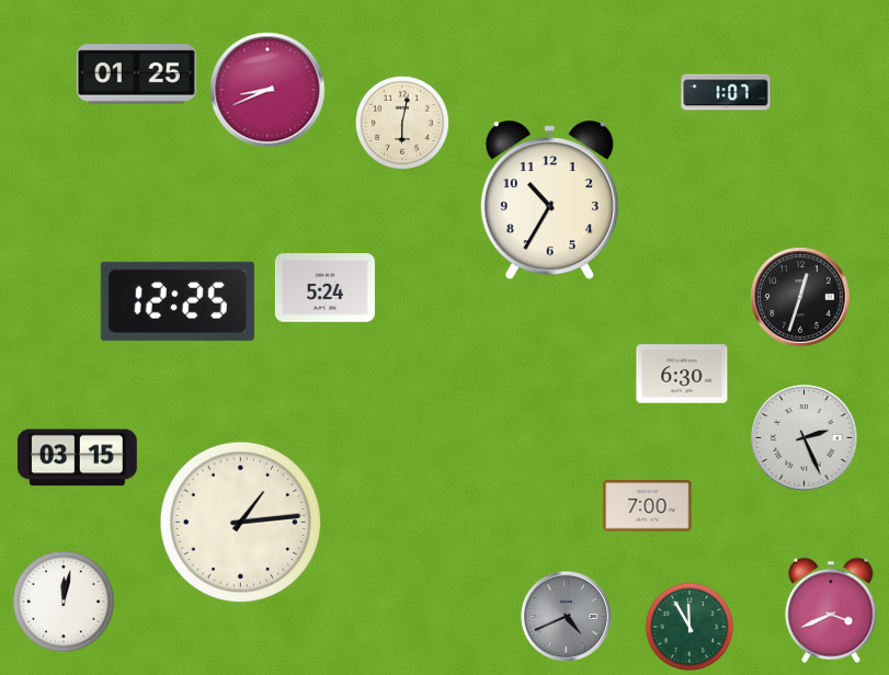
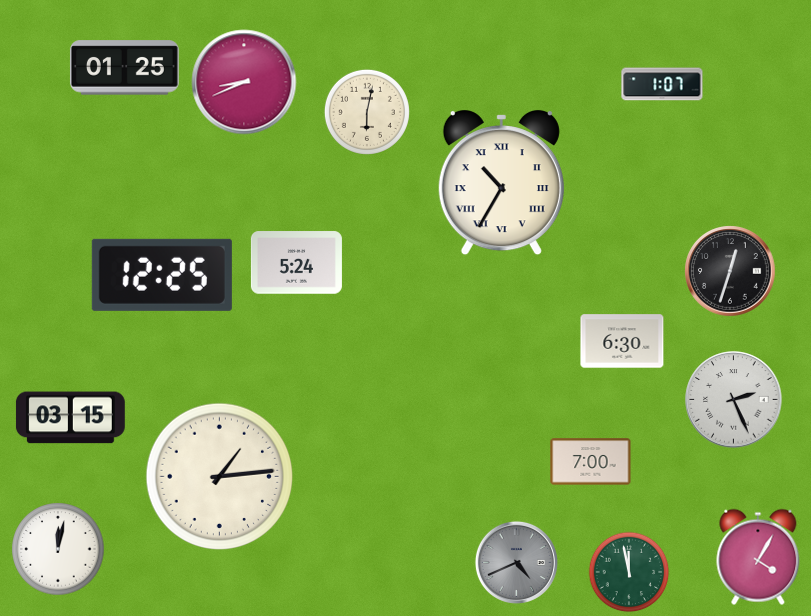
clock at (549, 202) numerals: Arabic -> Roman
clock at (831, 610): 3:41 -> 4:05
clock at (689, 627): 11:55 -> 11:58
